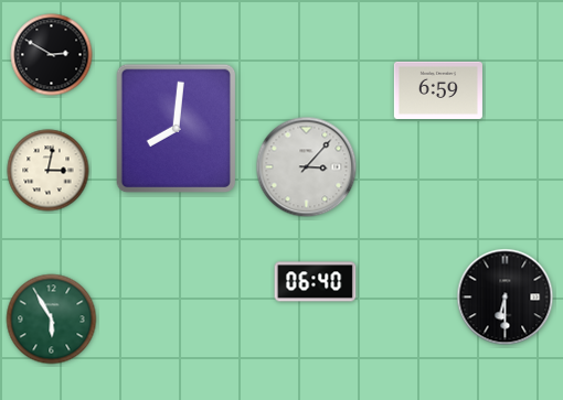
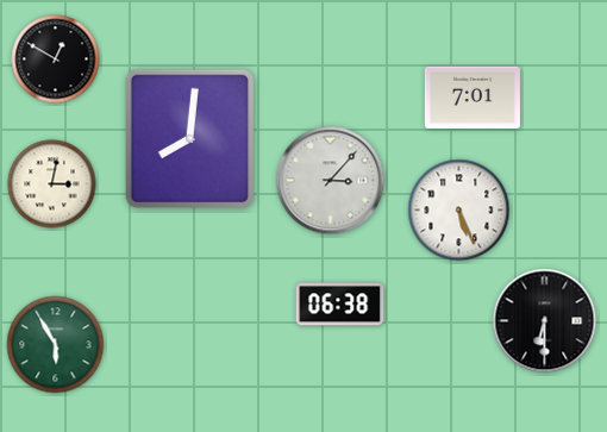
clock at (52, 55): 2:50 -> 12:50
clock at (438, 89): 6:59 -> 7:01
clock at (459, 211): none -> 5:26
clock at (316, 282): 06:40 -> 06:38
